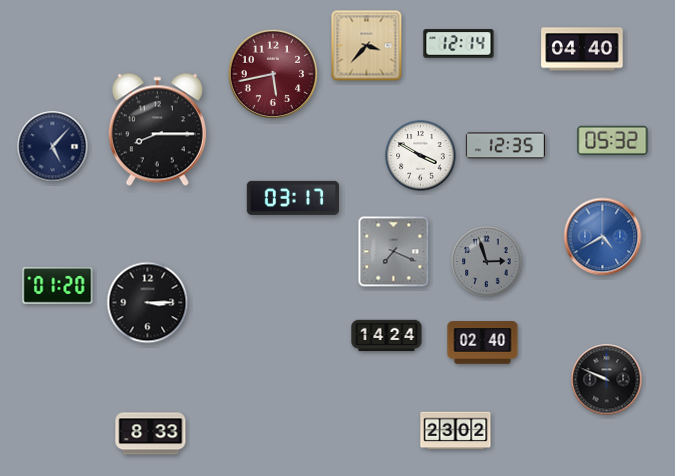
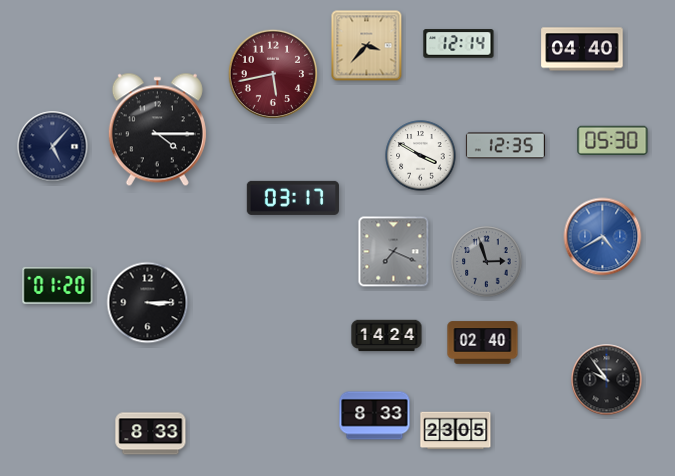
clock at (157, 130): 8:15 -> 4:15
clock at (613, 140): 05:32 -> 05:30
clock at (607, 380): 9:49 -> 9:54
clock at (375, 416): none -> 8:33
clock at (456, 431): 23:02 -> 23:05
